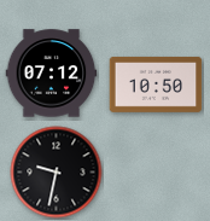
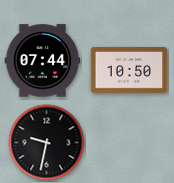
clock at (52, 74): 07:12 -> 07:44
